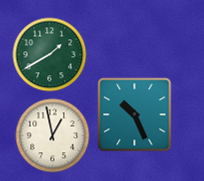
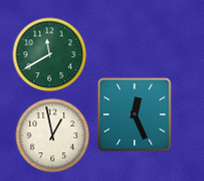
clock at (50, 55): 1:40 -> 11:40
clock at (135, 115): 10:26 -> 12:26
